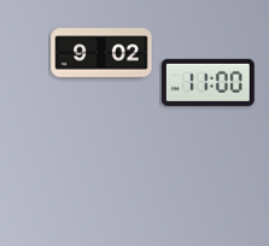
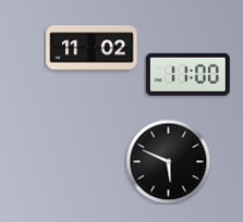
clock at (101, 53): 9:02 -> 11:02
clock at (168, 161): none -> 5:49
